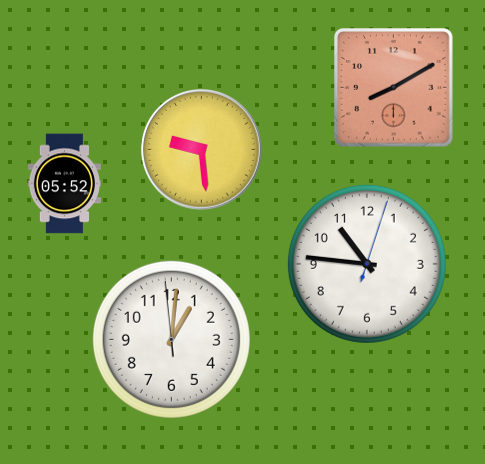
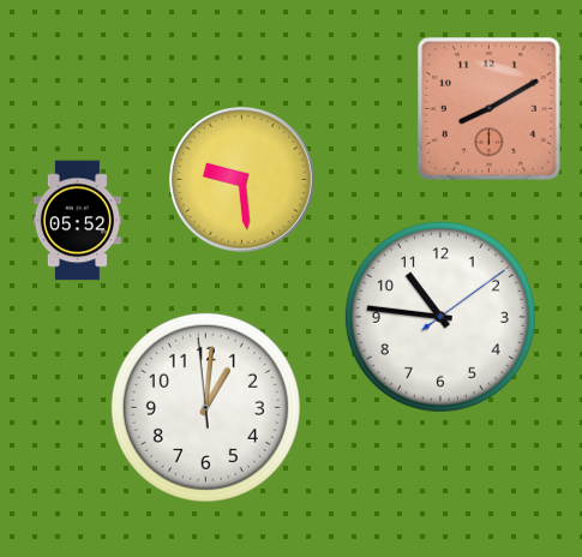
clock at (394, 88) position: (394, 88) -> (490, 109)
clock at (367, 264): 10:46:03 -> 10:46:09
